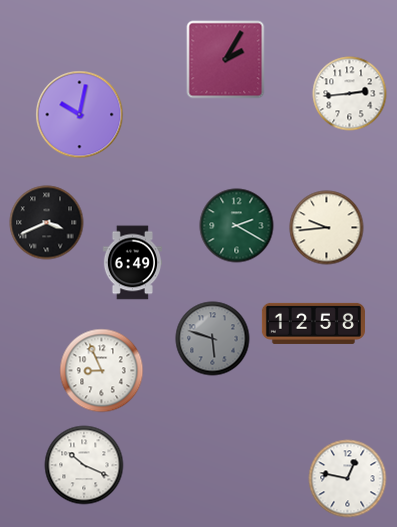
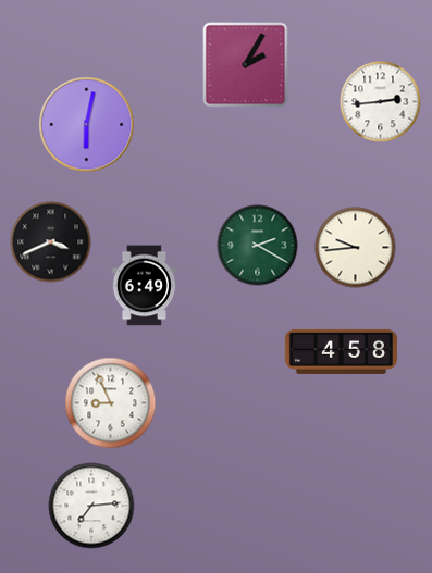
clock at (80, 115): 10:02 -> 6:02
clock at (313, 323): 12:58 -> 4:58
clock at (213, 339): 5:48 -> none
clock at (84, 465): 10:19 -> 7:14
clock at (348, 479): 12:47 -> none
